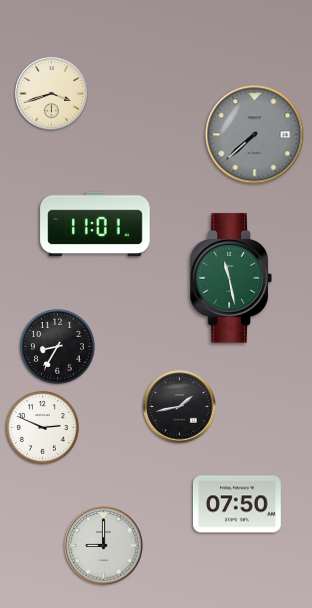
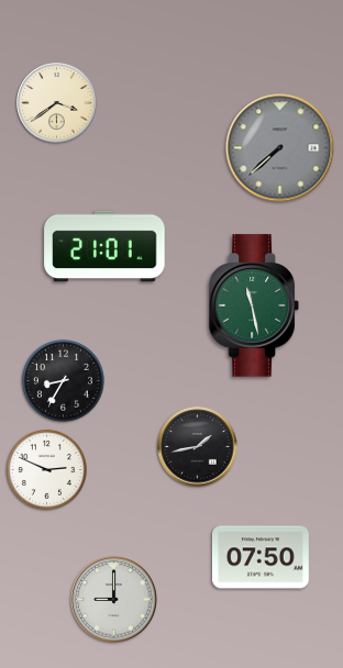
clock at (52, 94): 3:42 -> 3:39
clock at (95, 224): 11:01 -> 21:01
clock at (237, 504) position: (237, 504) -> (261, 557)
